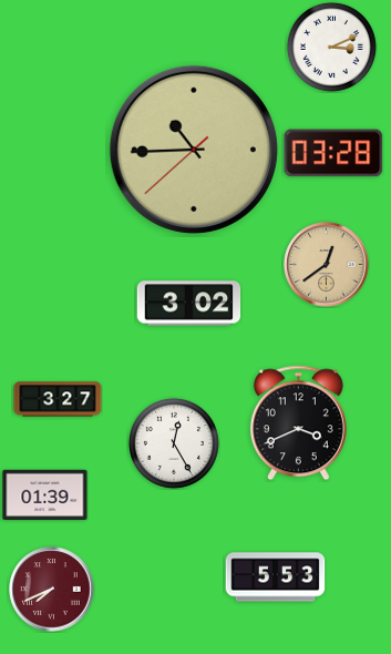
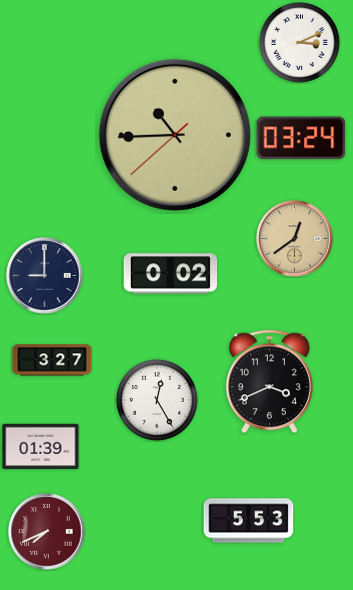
clock at (333, 153): 03:28 -> 03:24
clock at (189, 304): 3:02 -> 0:02
clock at (45, 276): none -> 9:00
